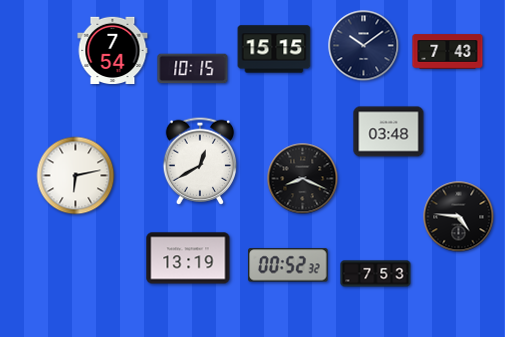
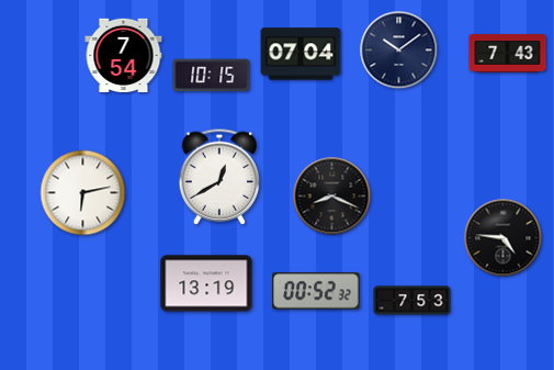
clock at (274, 49): 15:15 -> 07:04
clock at (448, 52) position: (448, 52) -> (508, 54)
clock at (389, 132): 03:48 -> none
